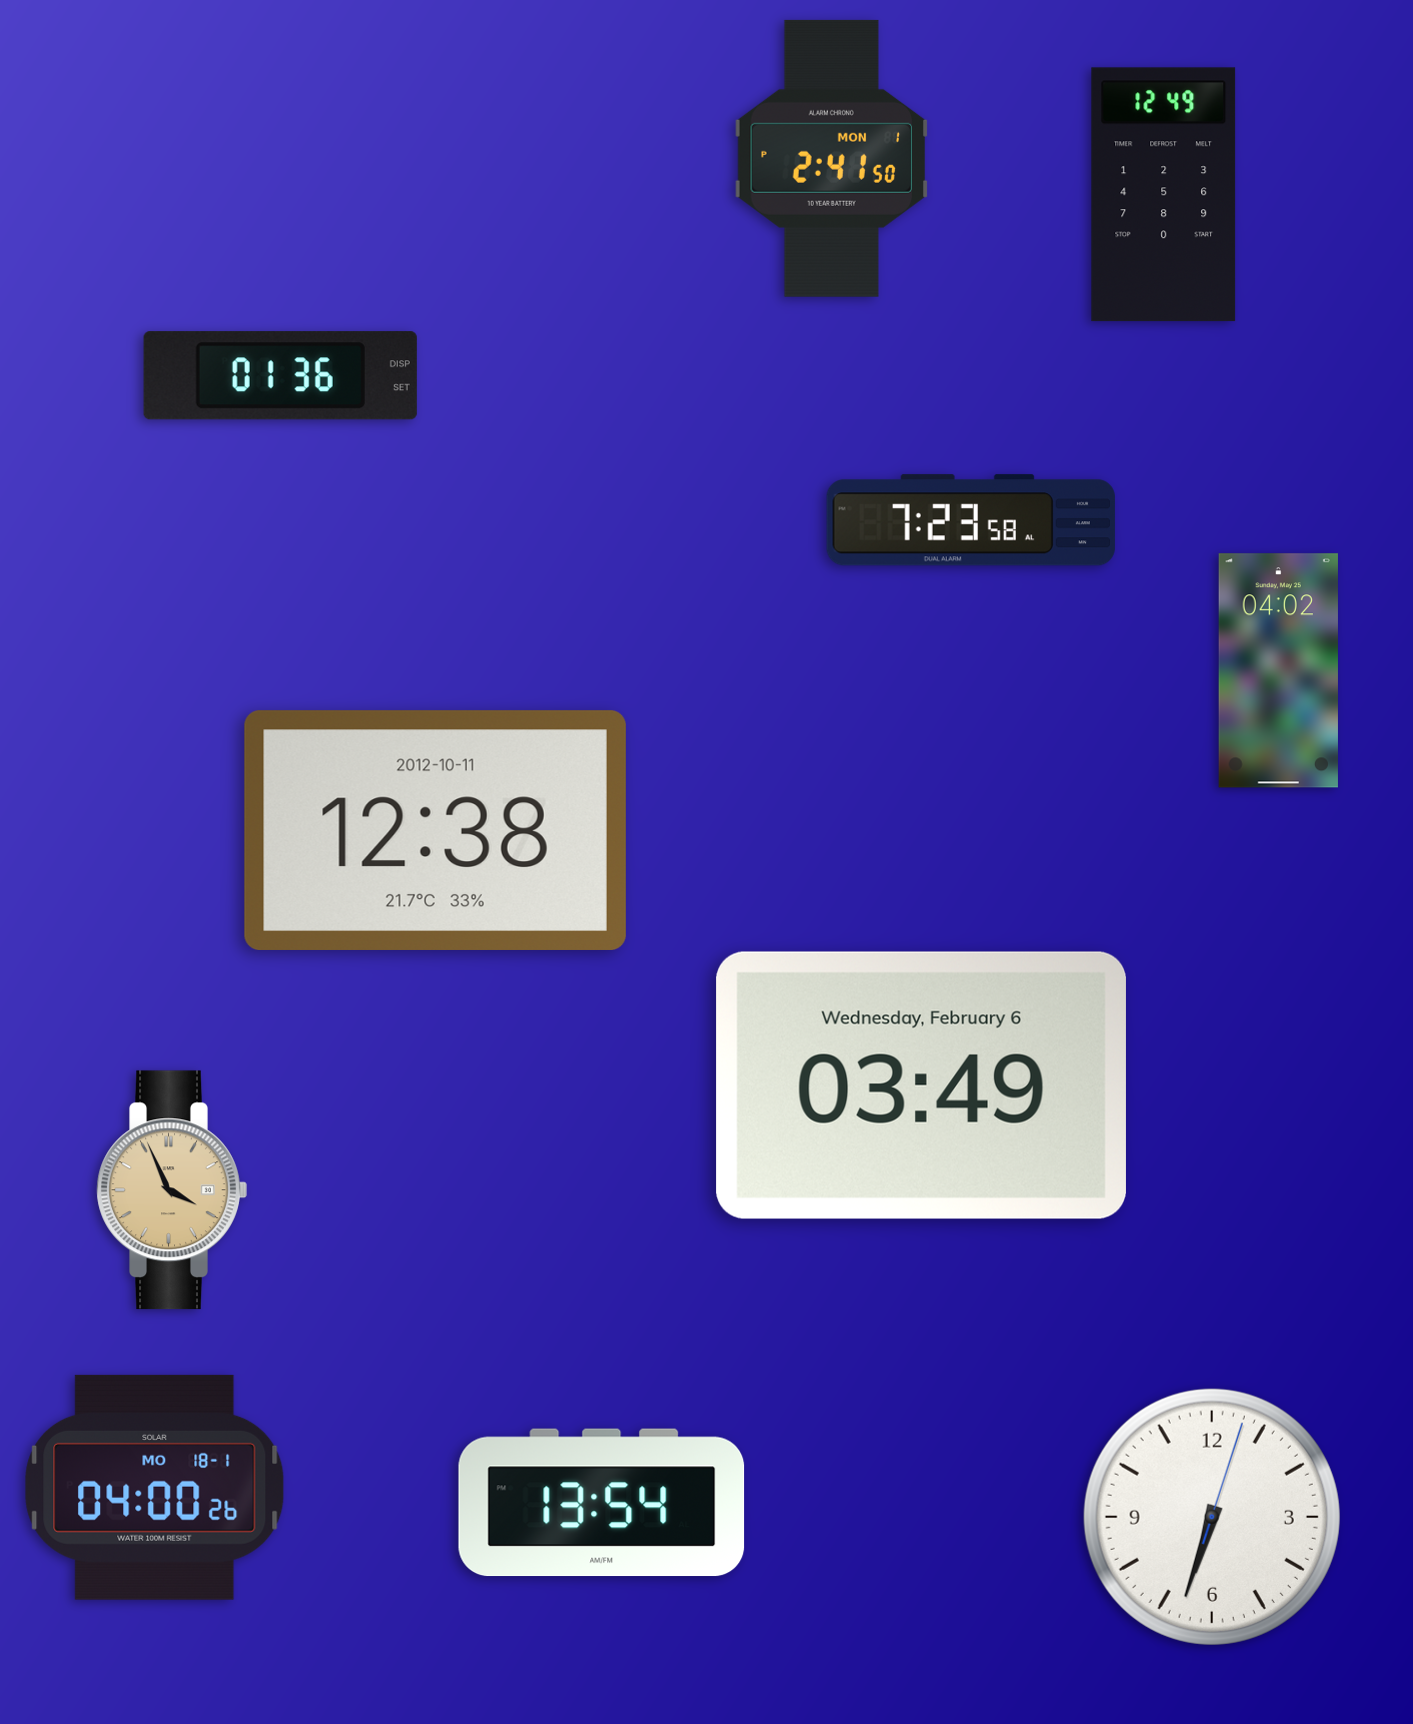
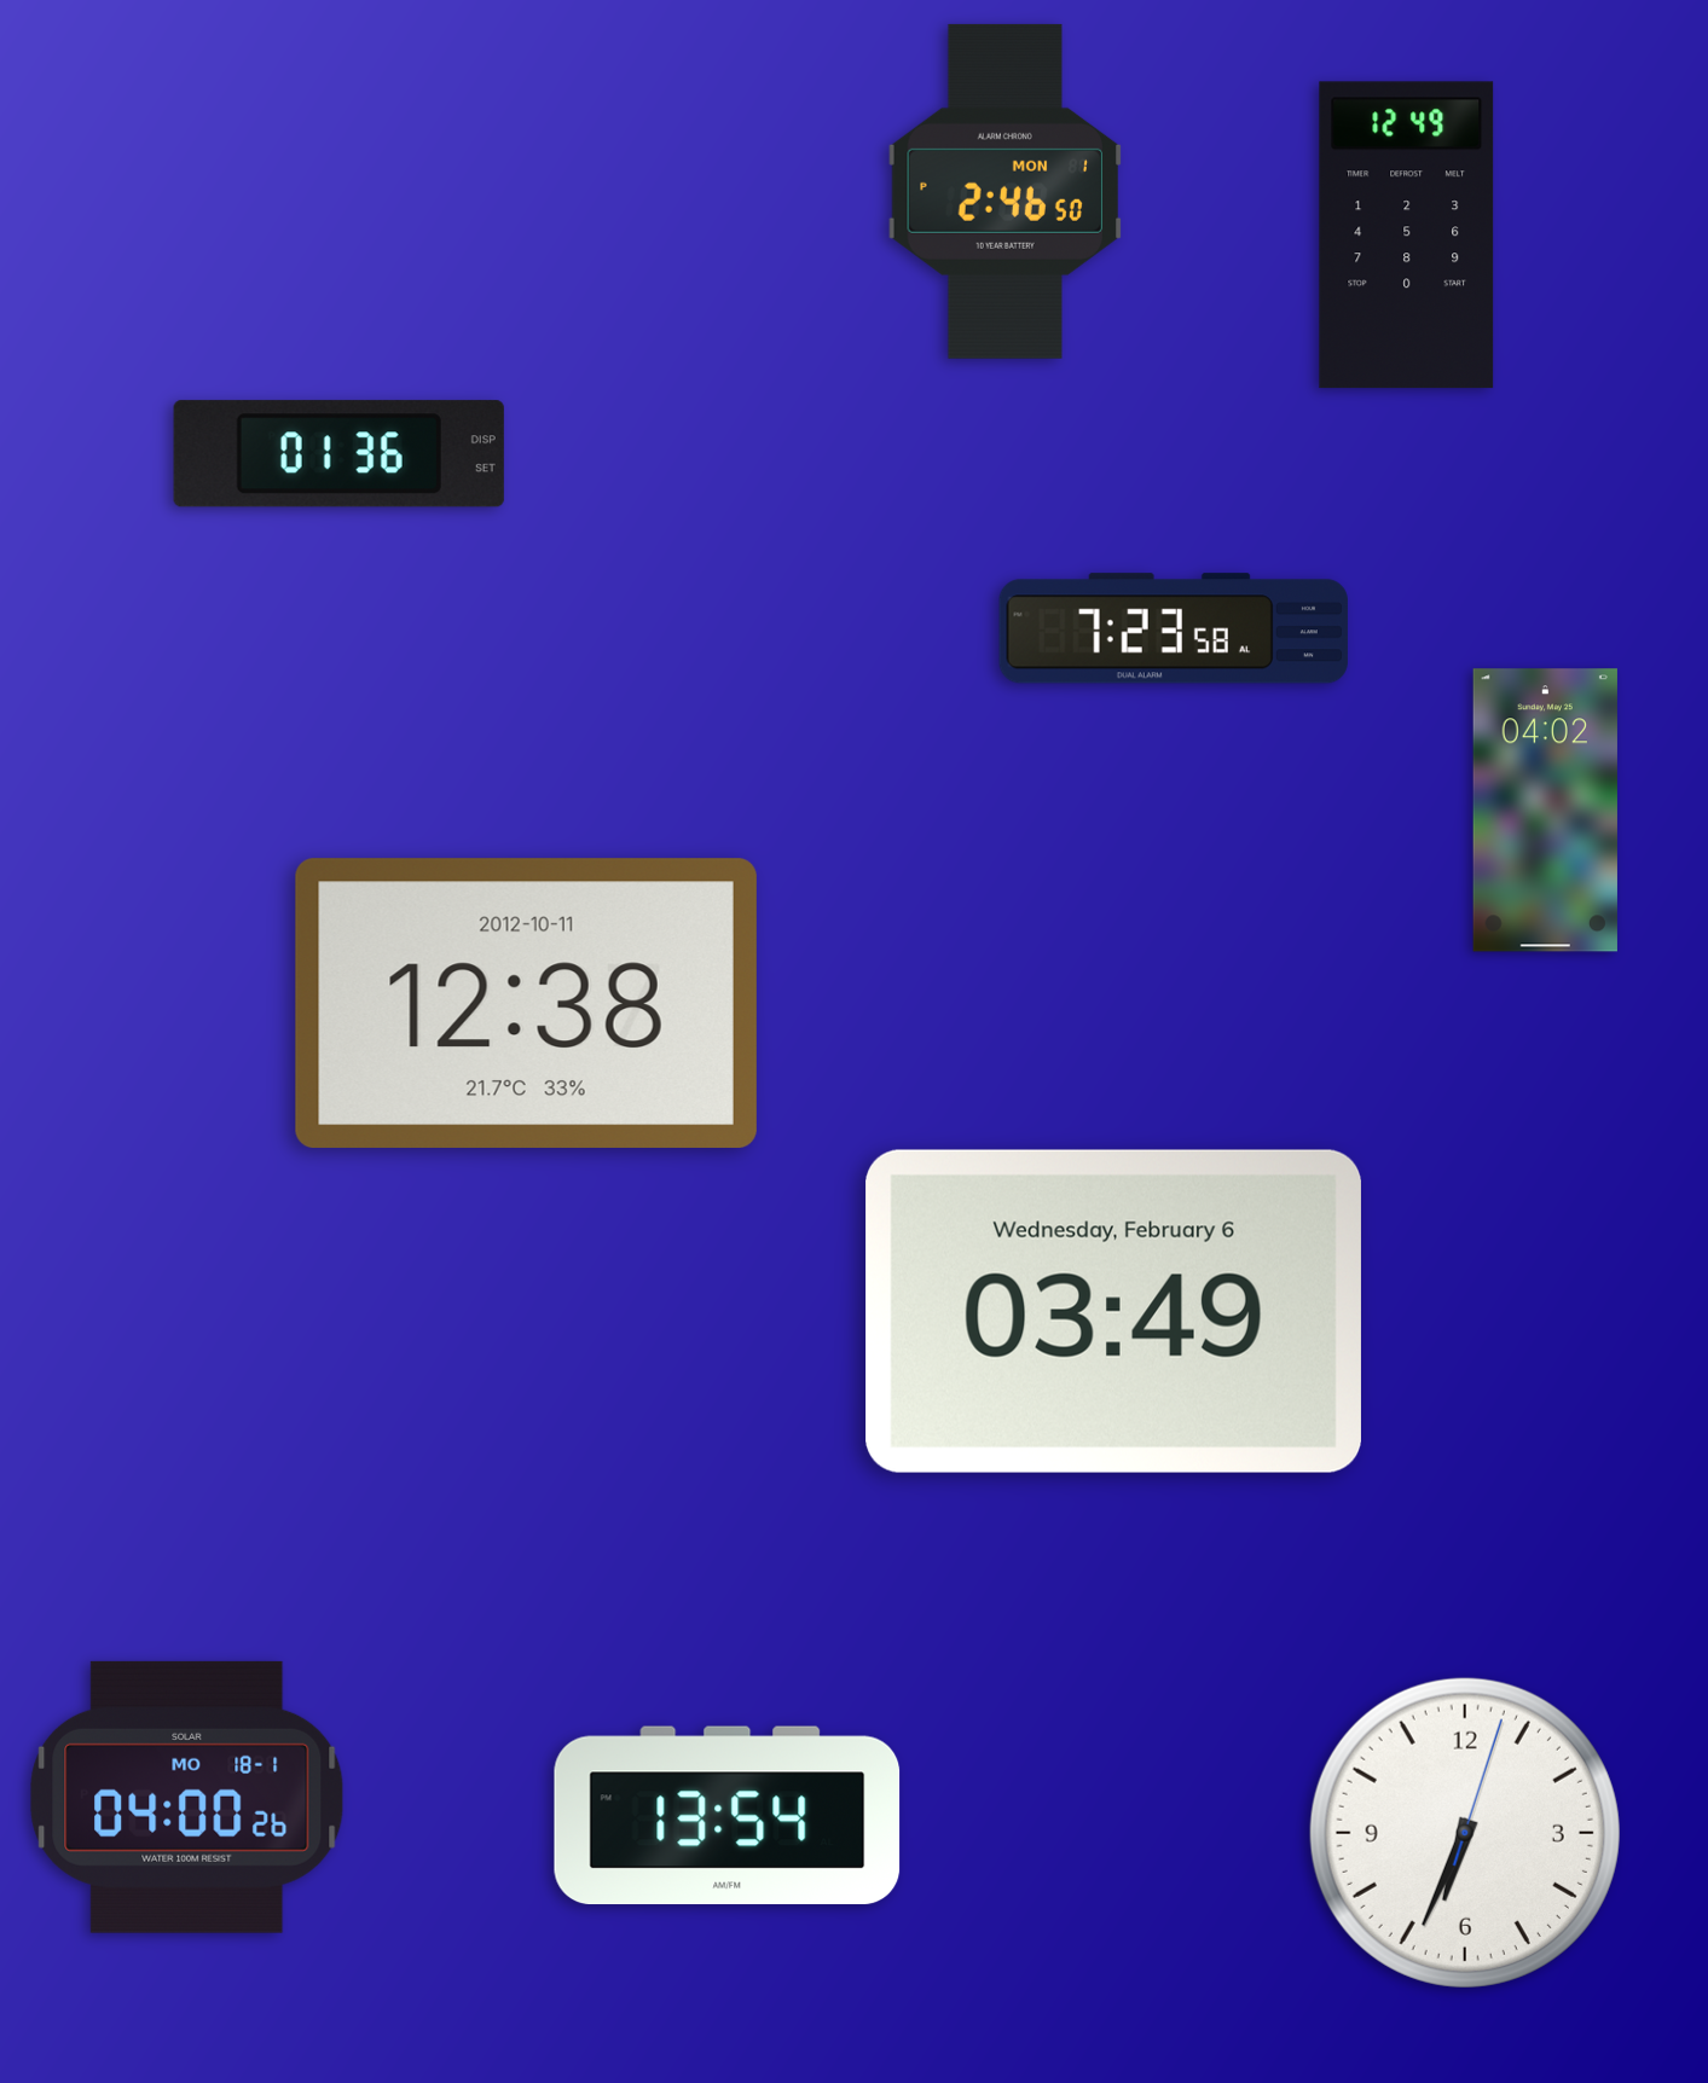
clock at (832, 158): 2:41 -> 2:46
clock at (172, 1190): 3:56 -> none
clock at (1212, 1517): 6:33 -> 6:34
